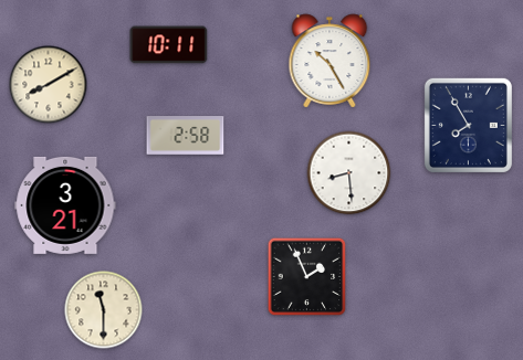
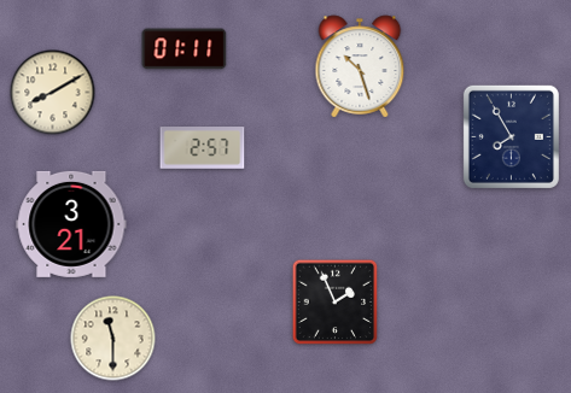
clock at (169, 45): 10:11 -> 01:11
clock at (330, 61): 10:25 -> 10:27
clock at (186, 136): 2:58 -> 2:57
clock at (349, 173): 8:29 -> none
